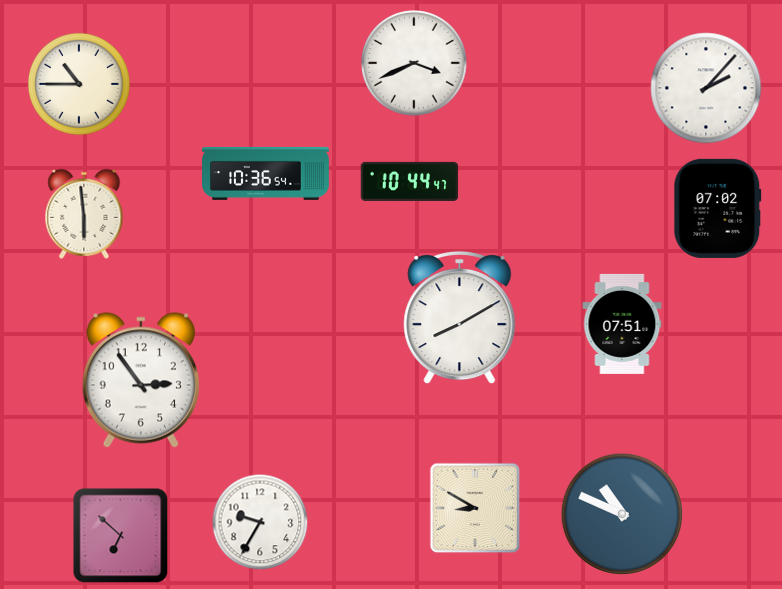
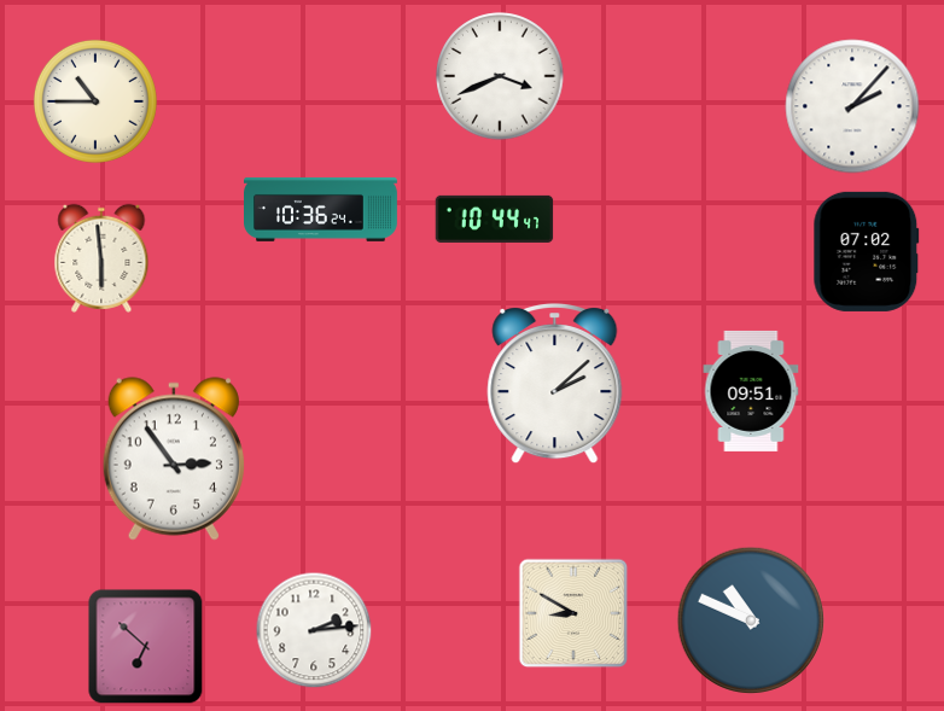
clock at (266, 173): 10:36:54 -> 10:36:24
clock at (460, 318): 8:10 -> 2:08
clock at (622, 324): 07:51 -> 09:51
clock at (141, 380) position: (141, 380) -> (174, 459)
clock at (260, 522): 9:35 -> 2:14
